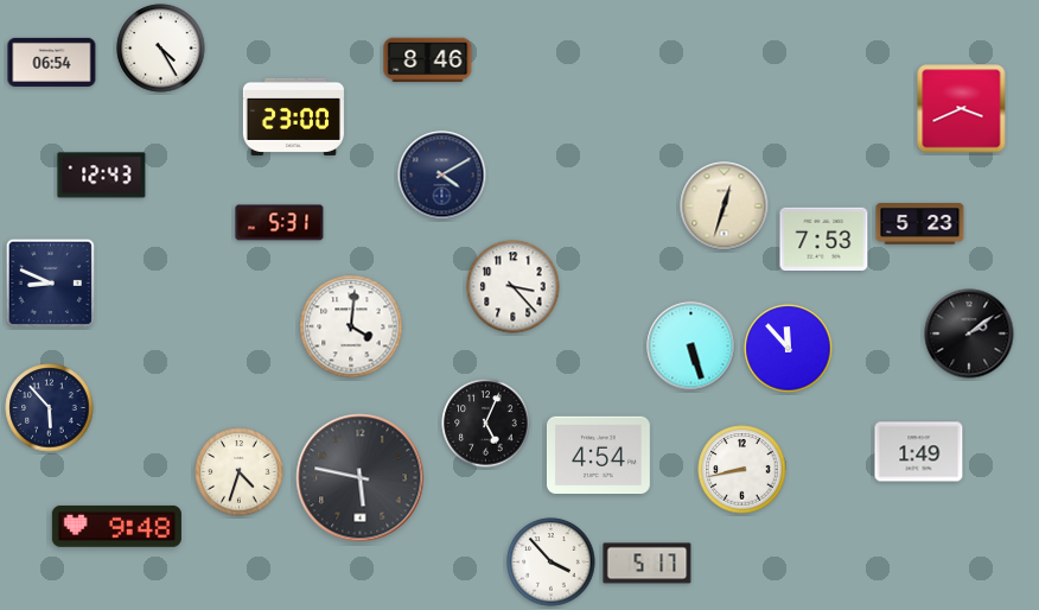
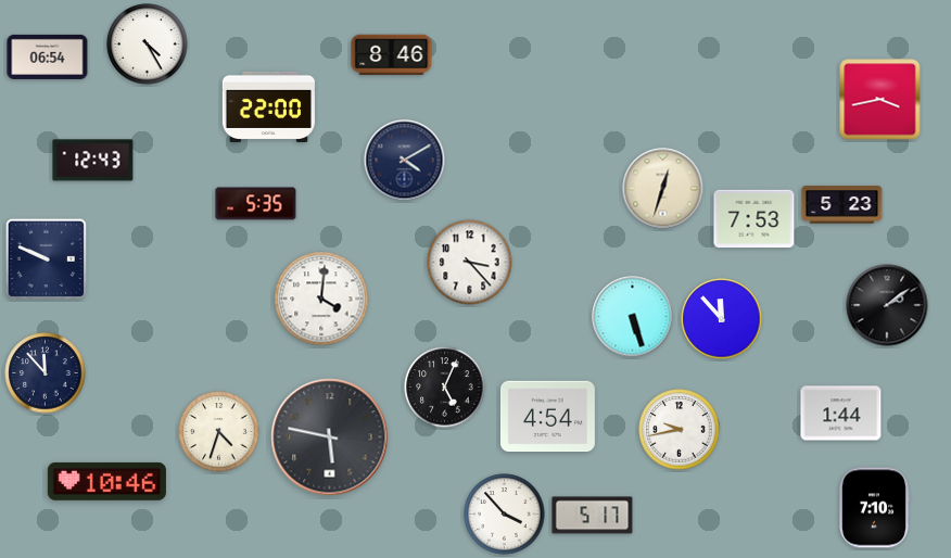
clock at (962, 109): 3:41 -> 3:43
clock at (293, 116): 23:00 -> 22:00
clock at (280, 223): 5:31 -> 5:35
clock at (50, 282): 8:49 -> 9:49
clock at (50, 408): 5:53 -> 11:53
clock at (919, 452): 1:49 -> 1:44
clock at (742, 470): 8:43 -> 9:43
clock at (116, 526): 9:48 -> 10:46
clock at (874, 508): none -> 7:10
